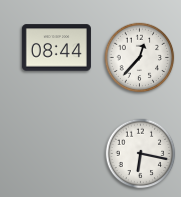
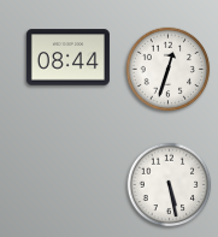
clock at (140, 58): 12:37 -> 12:33
clock at (141, 154): 6:17 -> 5:28
